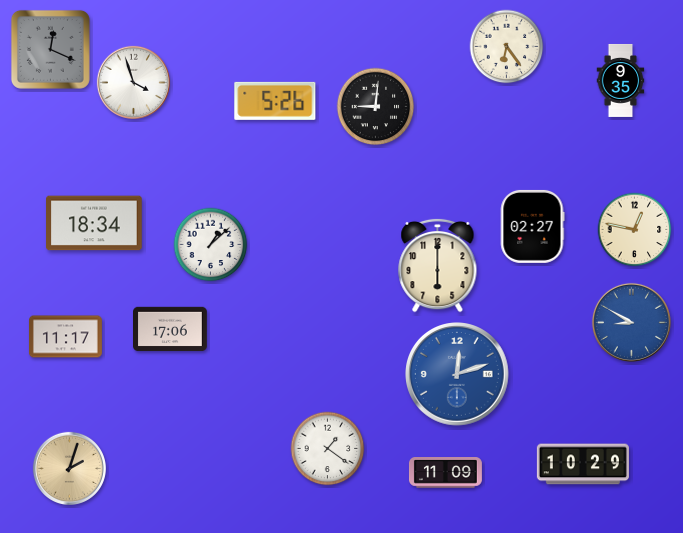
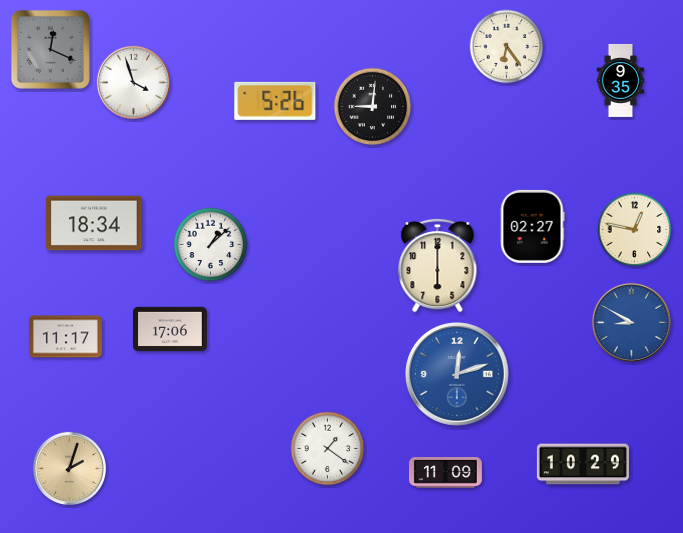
clock at (376, 107) position: (376, 107) -> (373, 107)
